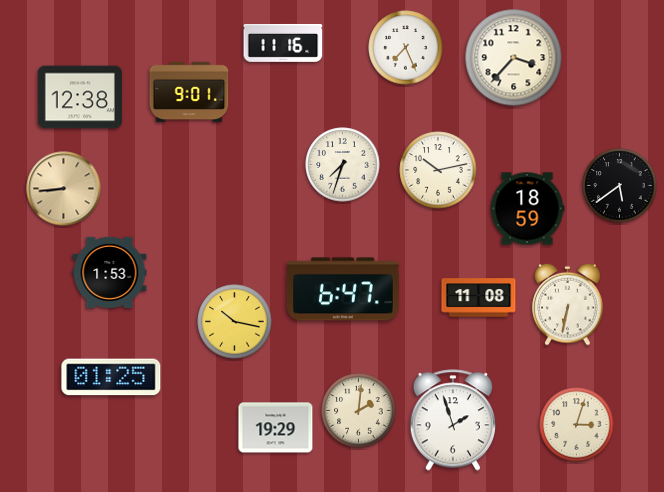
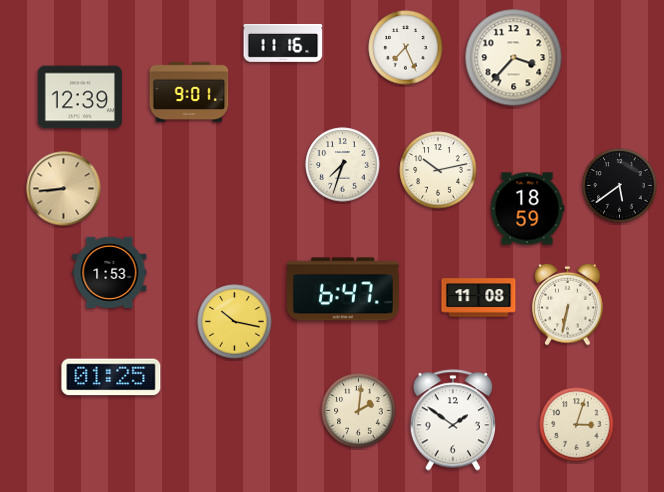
clock at (80, 97): 12:38 -> 12:39
clock at (452, 420): 1:57 -> 1:51
clock at (276, 428): 19:29 -> none
